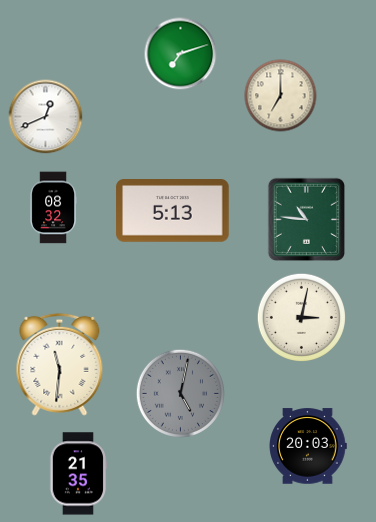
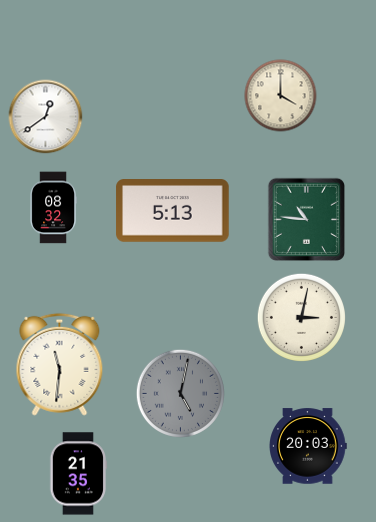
clock at (181, 54): 7:12 -> none
clock at (281, 96): 7:00 -> 4:00
clock at (46, 117): 12:41 -> 12:39
